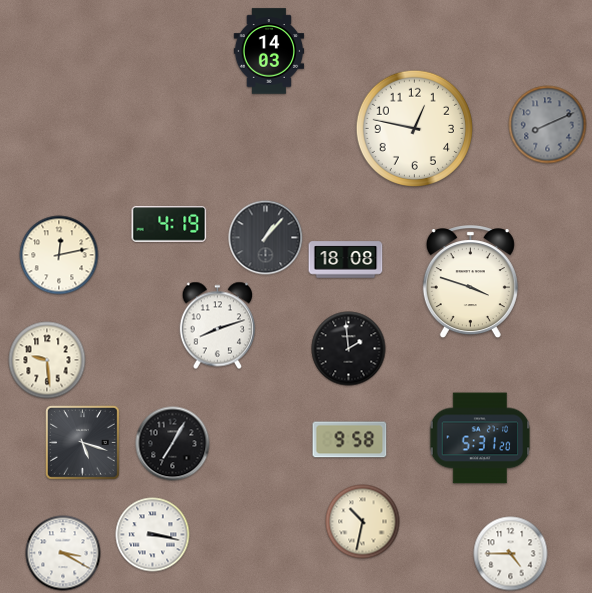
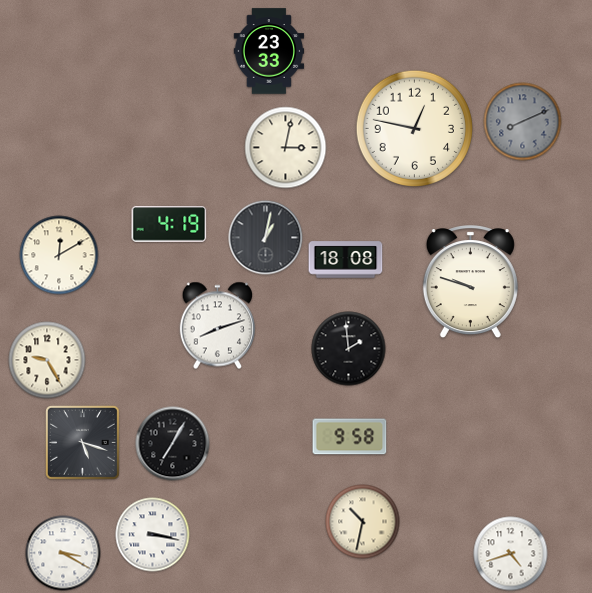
clock at (269, 51): 14:03 -> 23:33
clock at (548, 125) position: (548, 125) -> (523, 122)
clock at (286, 148): none -> 3:02
clock at (266, 238): 1:07 -> 1:02
clock at (59, 255): 12:13 -> 12:10
clock at (470, 282): 3:48 -> 9:48
clock at (47, 360): 9:29 -> 9:25
clock at (480, 438): 5:31 -> none
clock at (350, 440) position: (350, 440) -> (350, 437)
clock at (511, 554): 4:45 -> 4:42
